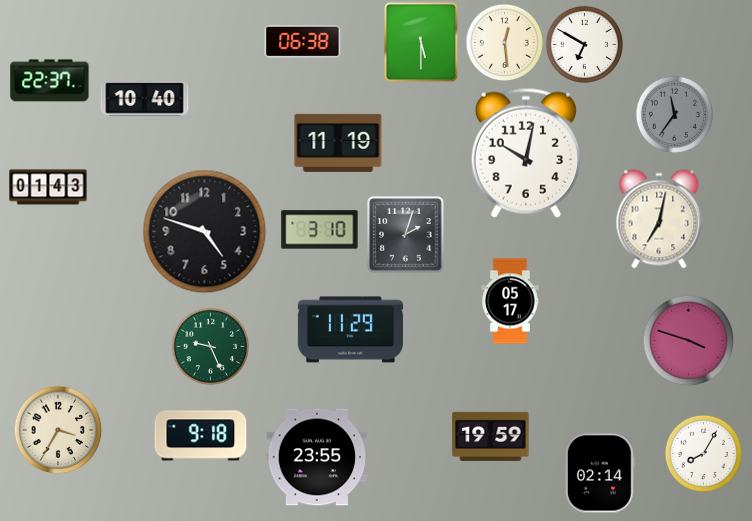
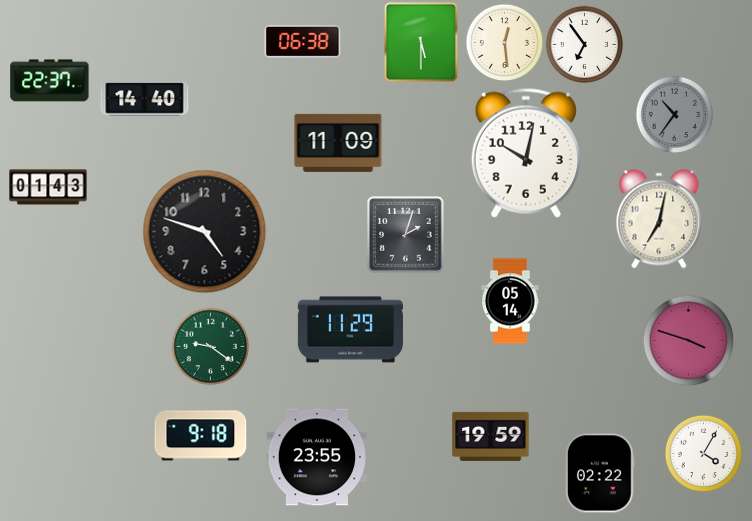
clock at (584, 44): 6:50 -> 6:54
clock at (145, 99): 10:40 -> 14:40
clock at (674, 114): 11:36 -> 10:36
clock at (338, 143): 11:19 -> 11:09
clock at (320, 230): 3:10 -> none
clock at (510, 301): 05:17 -> 05:14
clock at (210, 346): 9:26 -> 9:21
clock at (58, 430): 3:35 -> none
clock at (703, 453): 8:05 -> 4:05
clock at (601, 473): 02:14 -> 02:22
